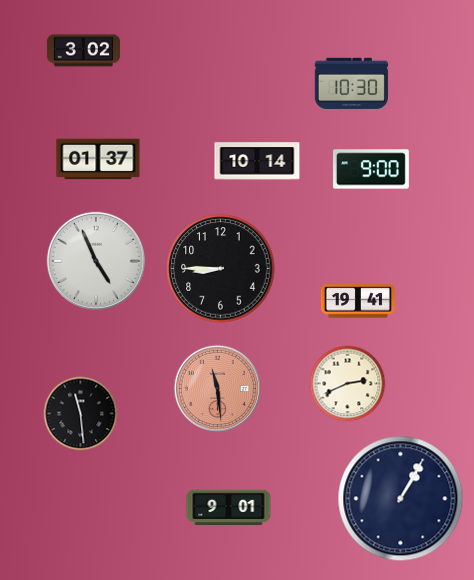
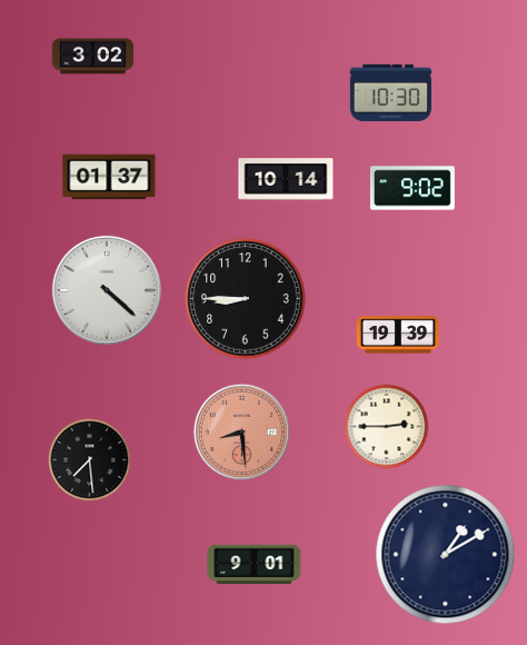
clock at (371, 169): 9:00 -> 9:02
clock at (96, 261): 4:56 -> 4:22
clock at (358, 301): 19:41 -> 19:39
clock at (348, 384): 2:41 -> 2:45
clock at (217, 388): 11:29 -> 8:29
clock at (81, 414): 11:29 -> 7:29
clock at (401, 499): 1:05 -> 1:10
